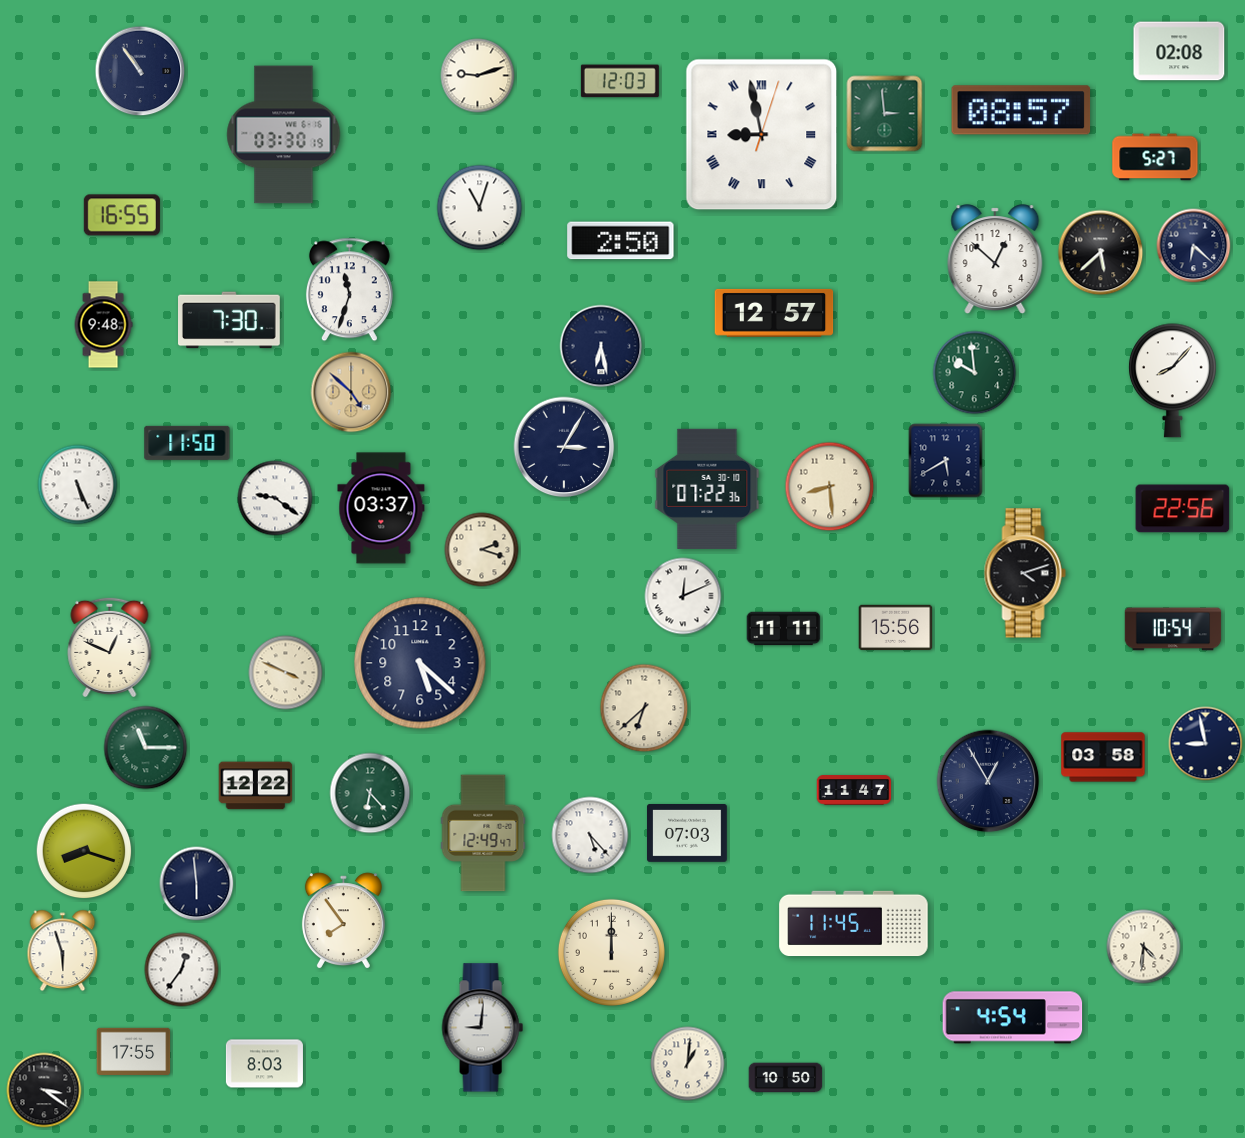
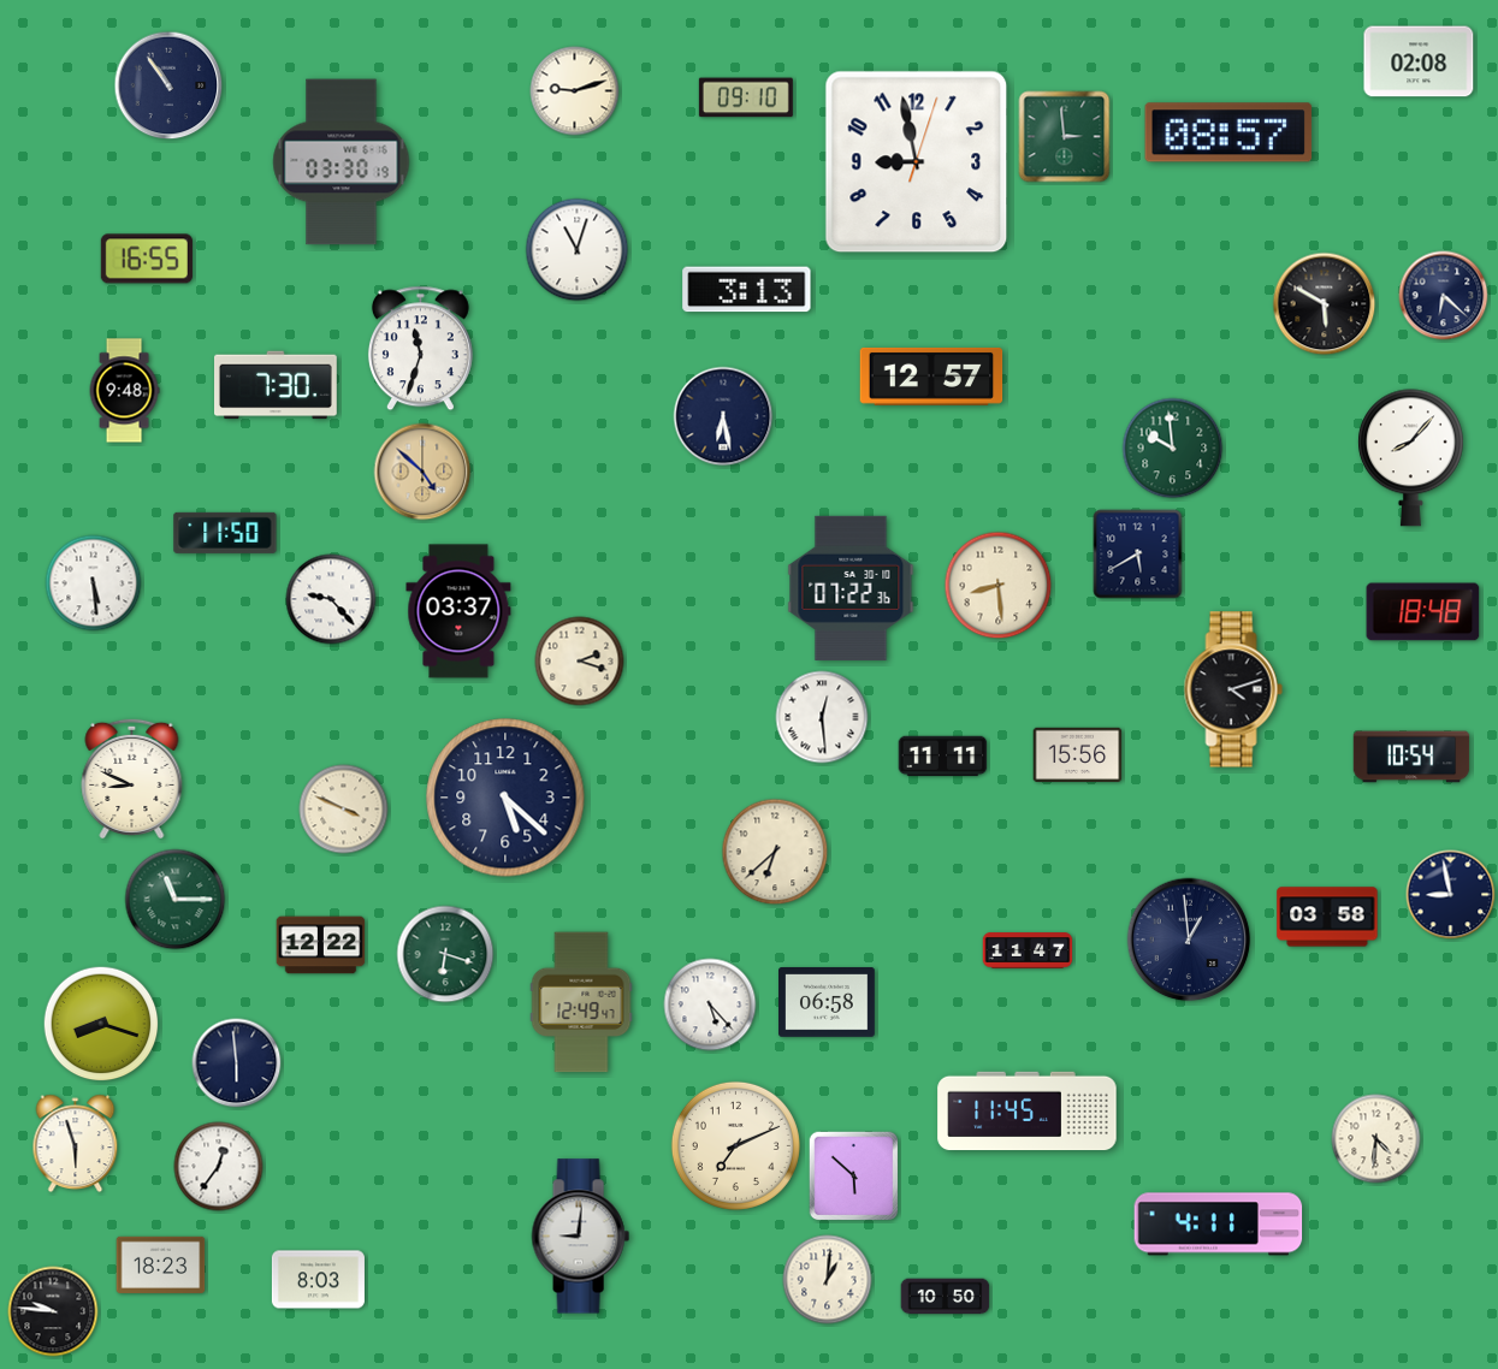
clock at (620, 81): 12:03 -> 09:10
clock at (762, 135) numerals: Roman -> Arabic
clock at (1155, 157): 5:27 -> none
clock at (621, 241): 2:50 -> 3:13
clock at (1194, 246) position: (1194, 246) -> (1444, 296)
clock at (1101, 253): 5:38 -> 5:50
clock at (995, 259): 12:52 -> none
clock at (564, 447): 3:05 -> none
clock at (78, 485): 5:26 -> 5:29
clock at (275, 498): 9:21 -> 9:23
clock at (1183, 509): 22:56 -> 18:48
clock at (683, 596): 12:11 -> 12:29
clock at (110, 647): 12:49 -> 8:49
clock at (1103, 757) position: (1103, 757) -> (1327, 917)
clock at (988, 781): 12:55 -> 12:59
clock at (256, 786) position: (256, 786) -> (321, 946)
clock at (370, 793): 6:23 -> 6:18
clock at (688, 834): 07:03 -> 06:58
clock at (343, 921): 7:54 -> none
clock at (611, 952): 12:00 -> 7:11
clock at (854, 1177): none -> 5:52
clock at (1013, 1018): 4:54 -> 4:11
clock at (134, 1051): 17:55 -> 18:23
clock at (44, 1090): 3:21 -> 9:46
